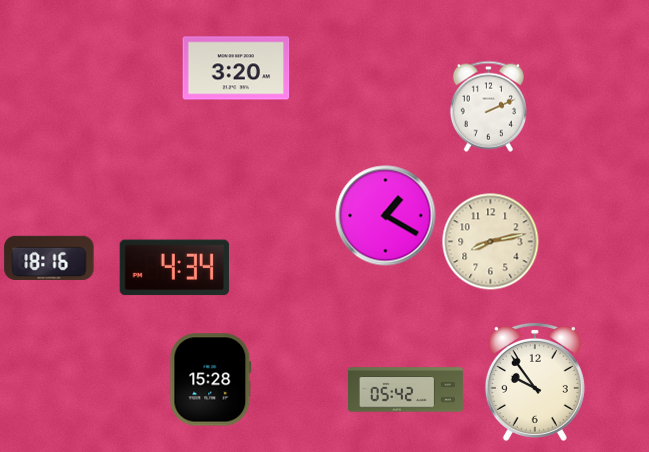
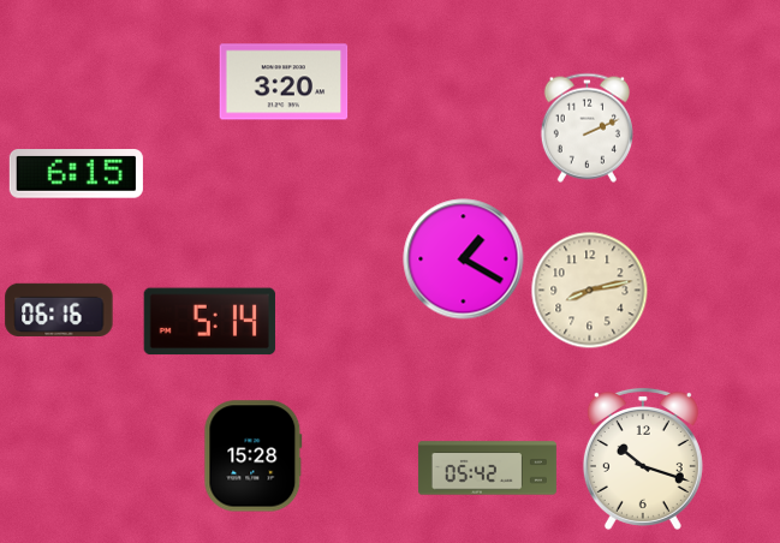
clock at (76, 174): none -> 6:15
clock at (49, 258): 18:16 -> 06:16
clock at (174, 268): 4:34 -> 5:14
clock at (535, 382): 9:54 -> 10:18
